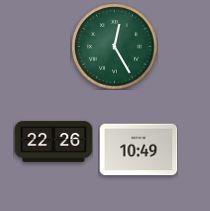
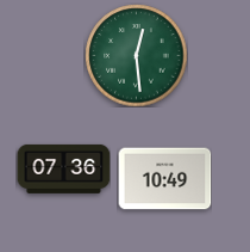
clock at (114, 46): 12:25 -> 12:29
clock at (53, 141): 22:26 -> 07:36
